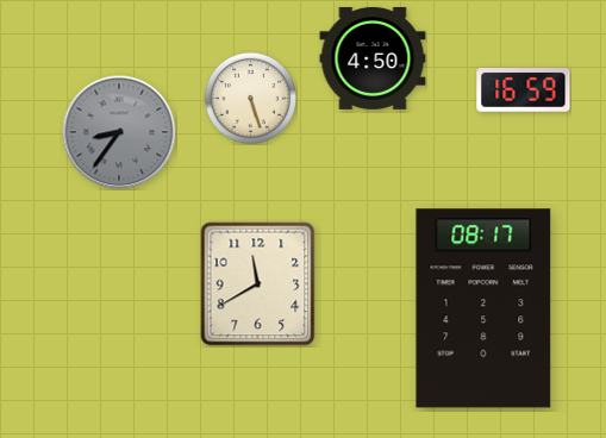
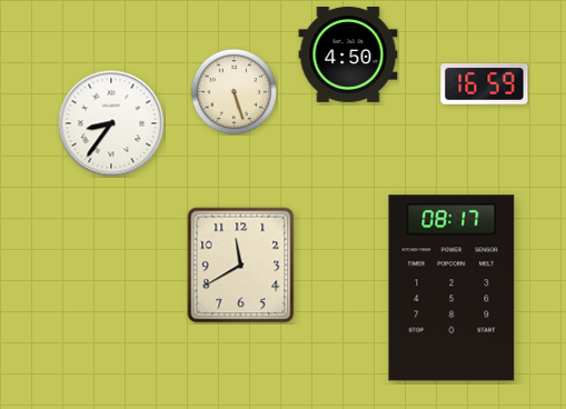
clock at (524, 90) position: (524, 90) -> (485, 84)
clock at (119, 132) dial: grey -> white
